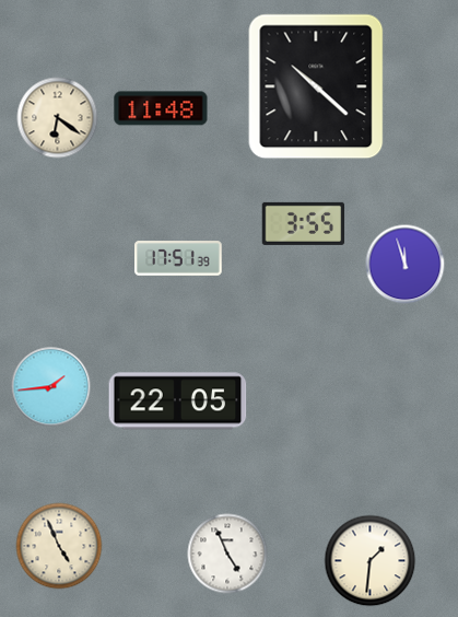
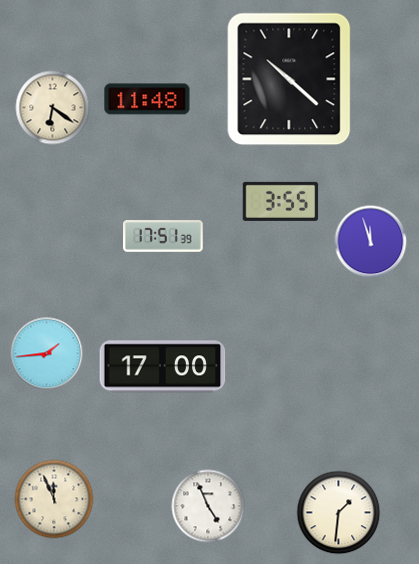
clock at (304, 223) position: (304, 223) -> (281, 201)
clock at (178, 401): 22:05 -> 17:00
clock at (59, 546): 4:56 -> 11:56
